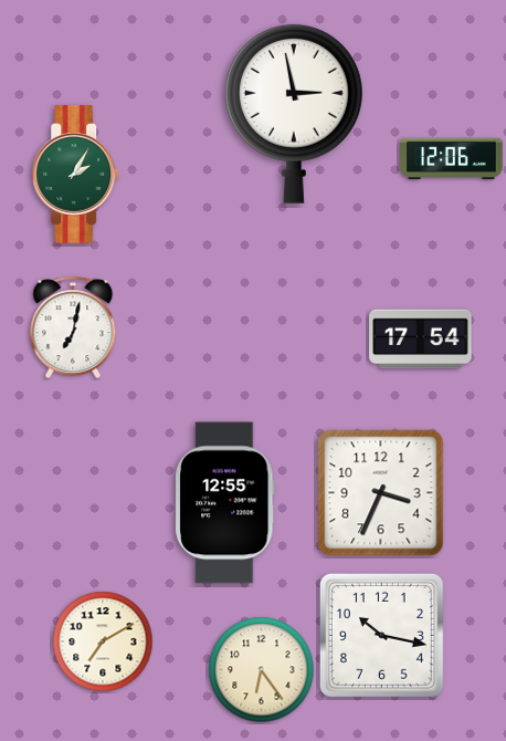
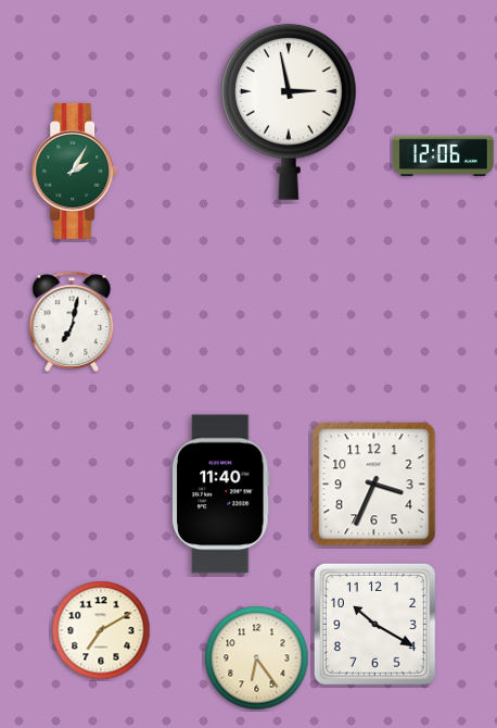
clock at (421, 340): 17:54 -> none
clock at (225, 503): 12:55 -> 11:40
clock at (381, 635): 10:17 -> 10:20
